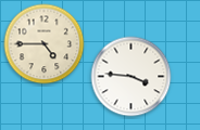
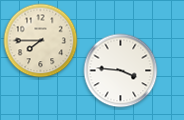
clock at (45, 44): 4:45 -> 7:45
